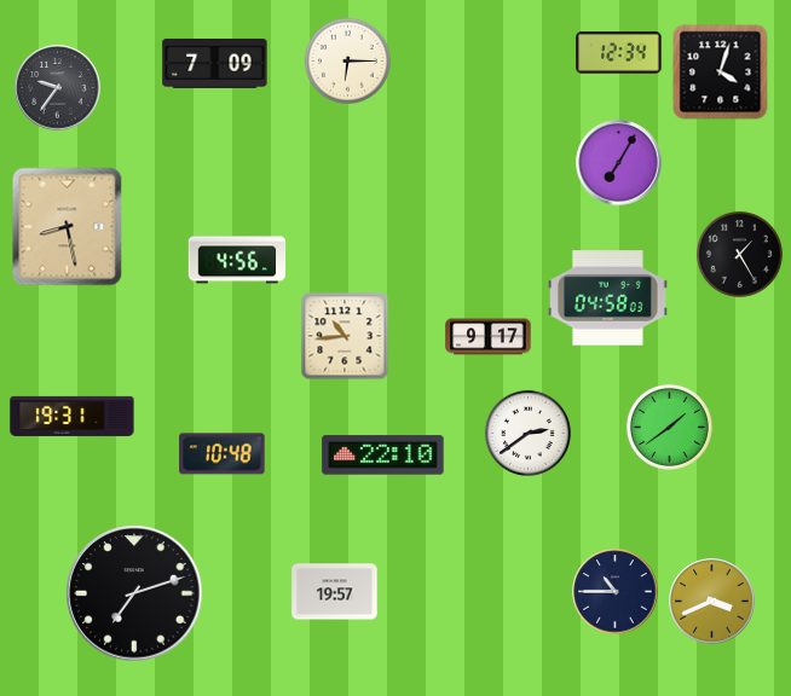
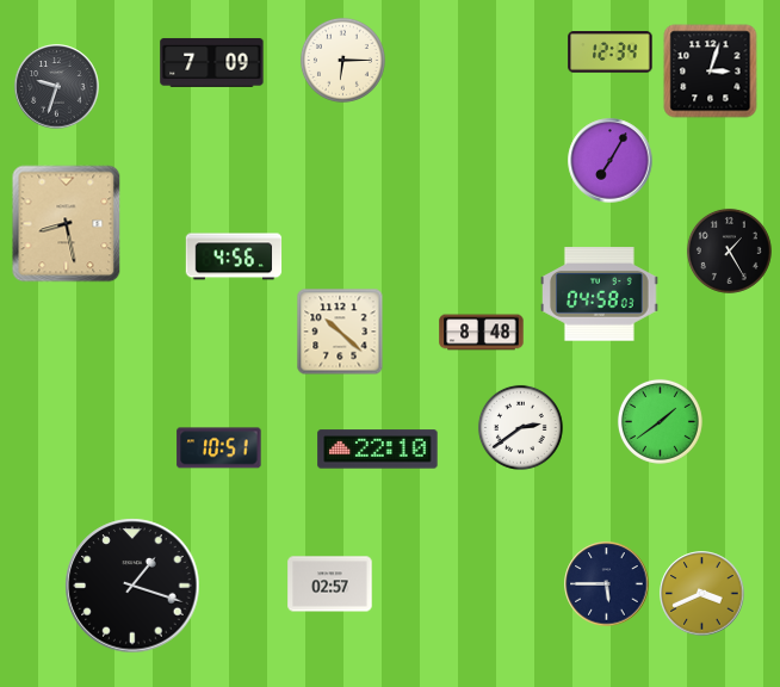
clock at (721, 72): 4:03 -> 3:03
clock at (58, 88): 9:36 -> 9:33
clock at (345, 336): 10:44 -> 10:22
clock at (489, 337): 9:17 -> 8:48
clock at (73, 416): 19:31 -> none
clock at (223, 454): 10:48 -> 10:51
clock at (335, 592): 19:57 -> 02:57
clock at (616, 592): 10:45 -> 5:45
clock at (134, 593): 7:12 -> 1:18
